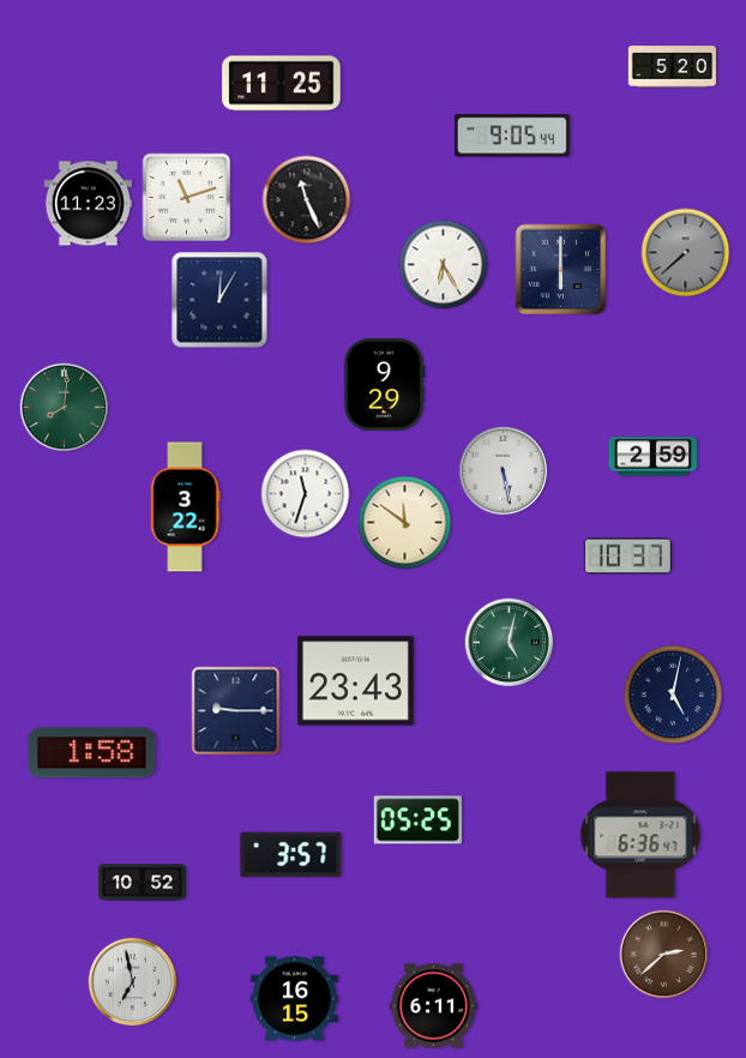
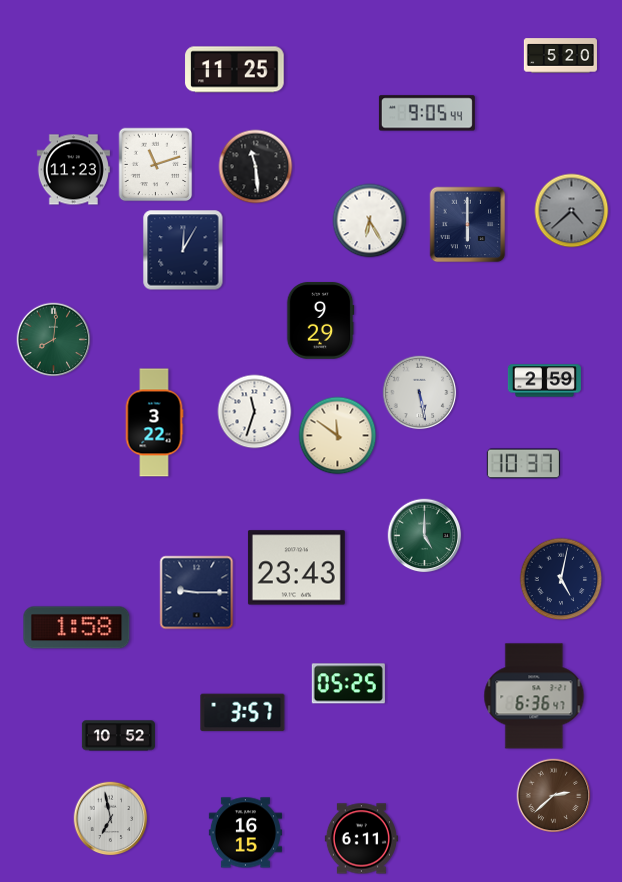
clock at (307, 200): 11:26 -> 11:29
clock at (686, 253): 7:38 -> 4:38
clock at (510, 643): 5:02 -> 5:00
